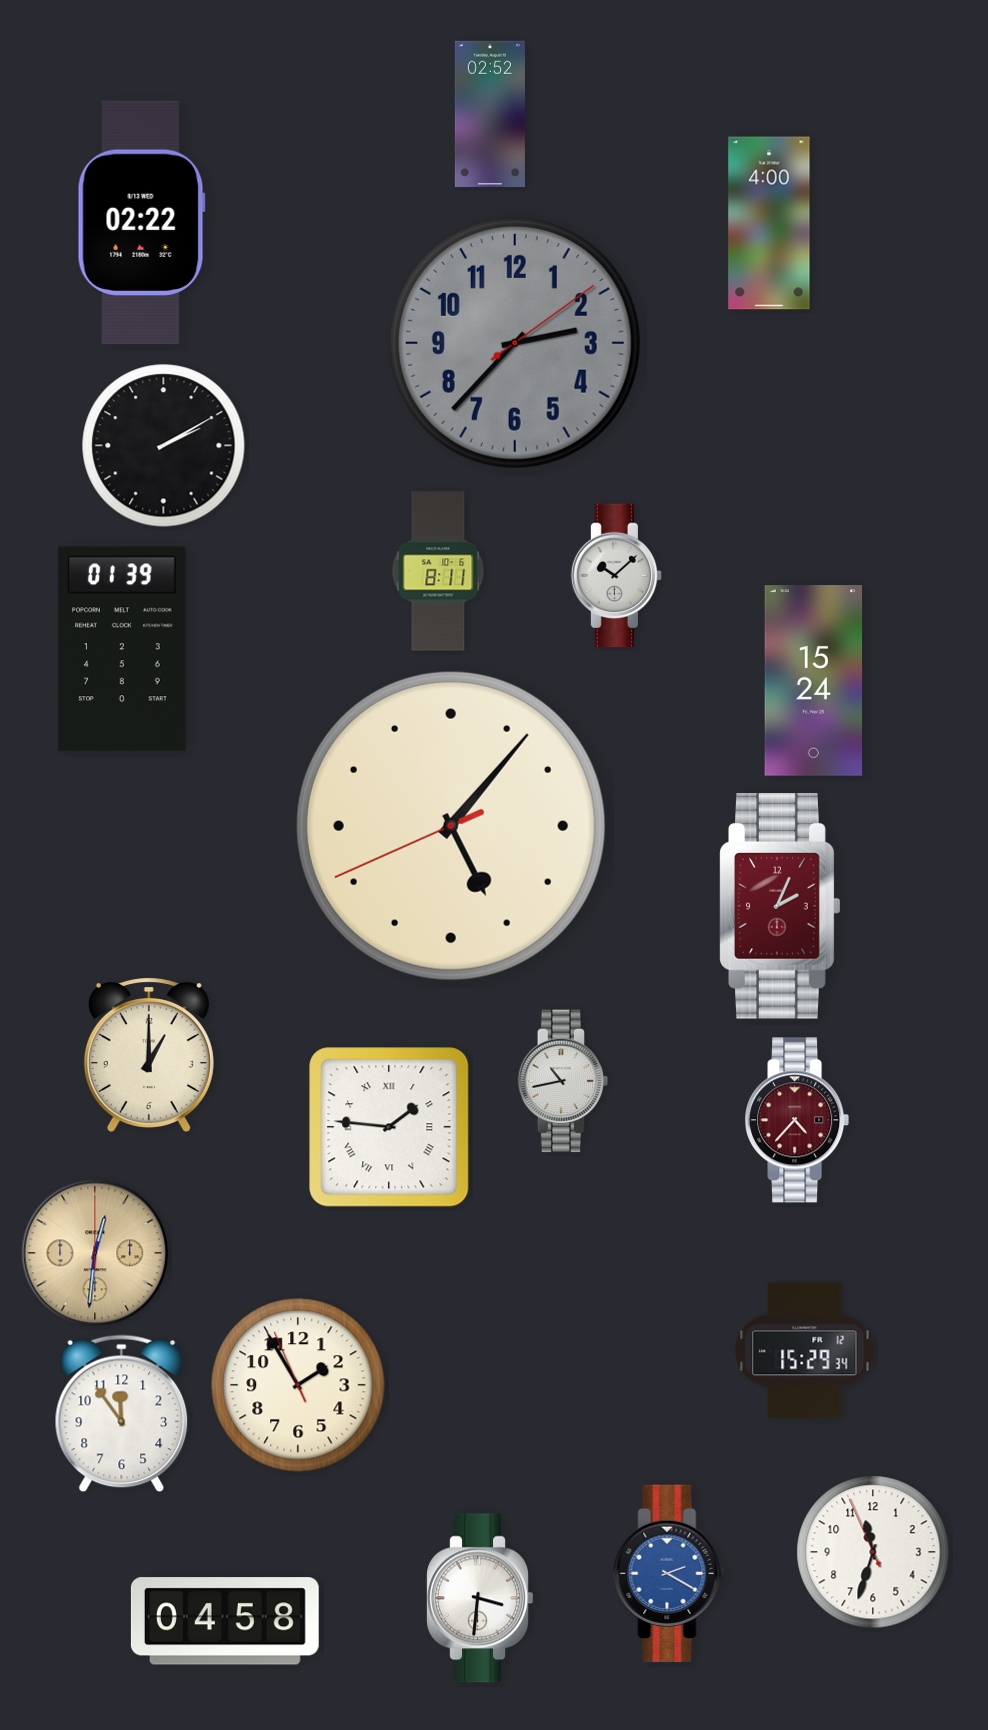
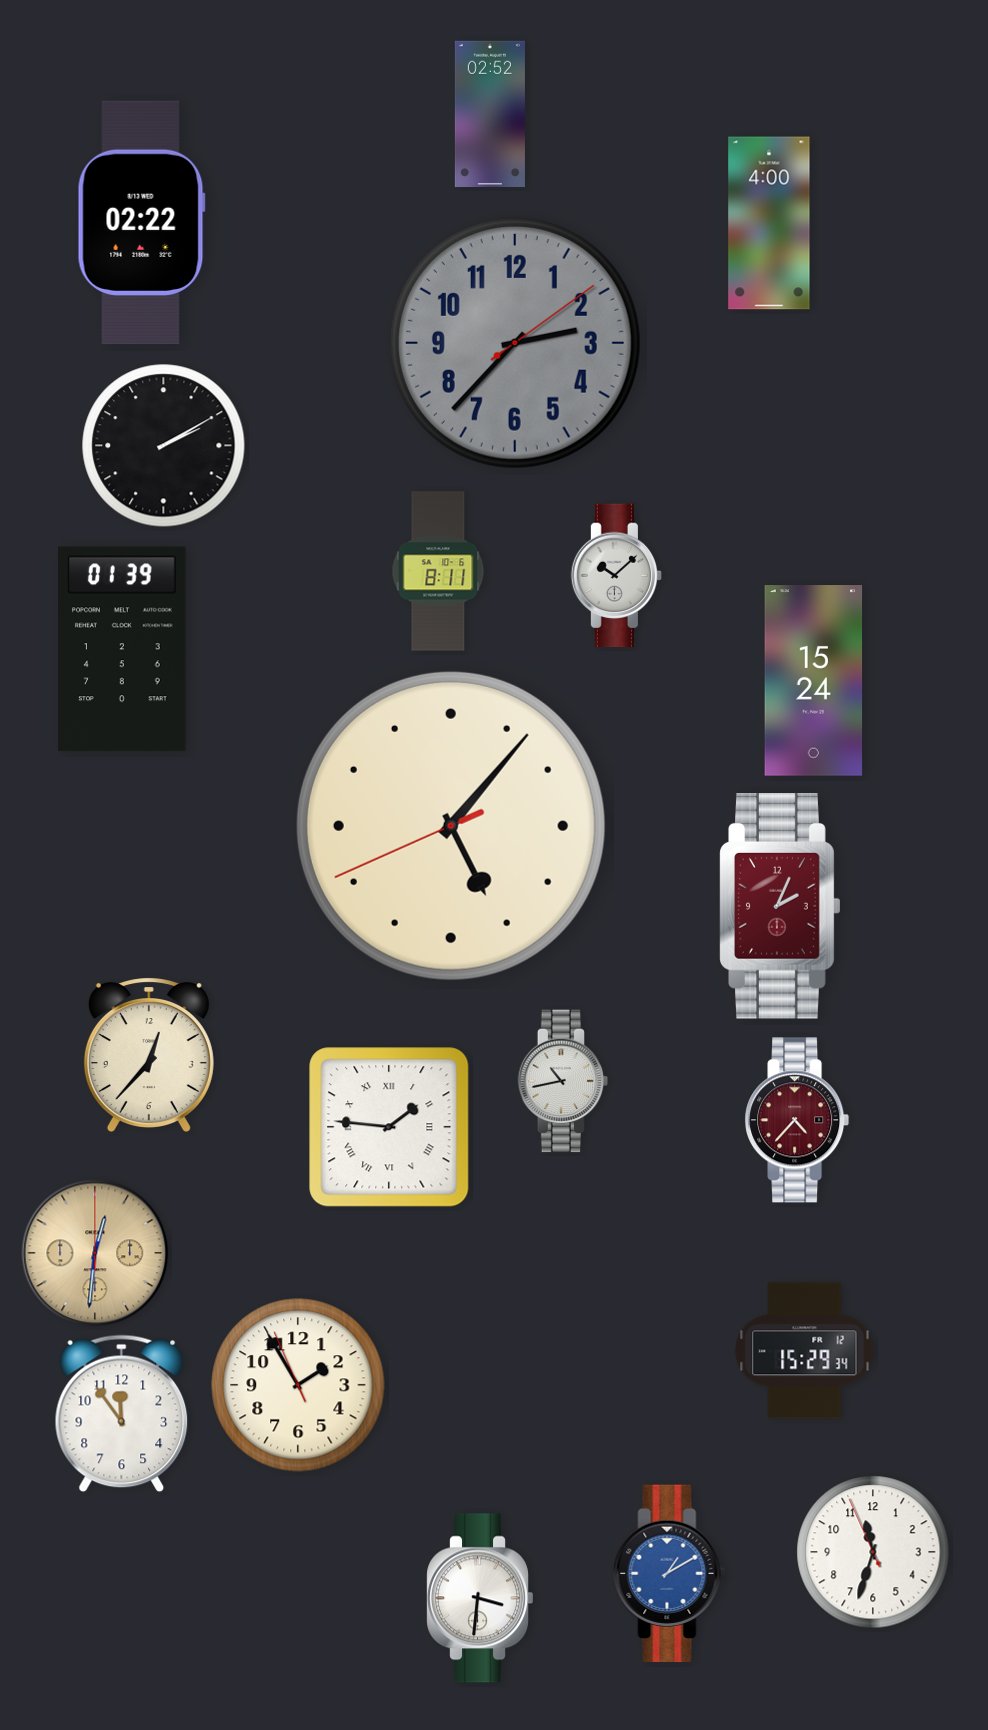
clock at (149, 1055): 1:00 -> 12:37
clock at (670, 1574): 2:20 -> 1:10
clock at (225, 1621): 04:58 -> none
